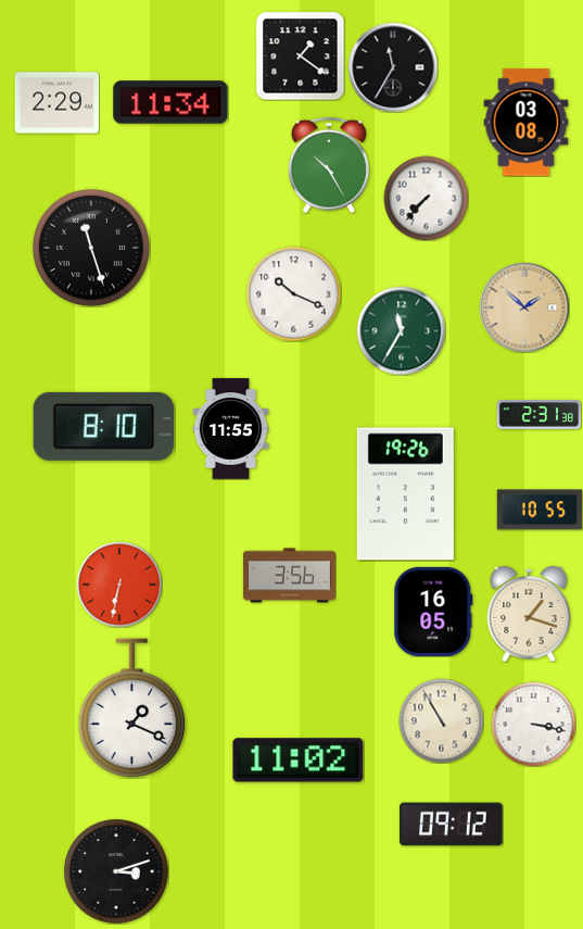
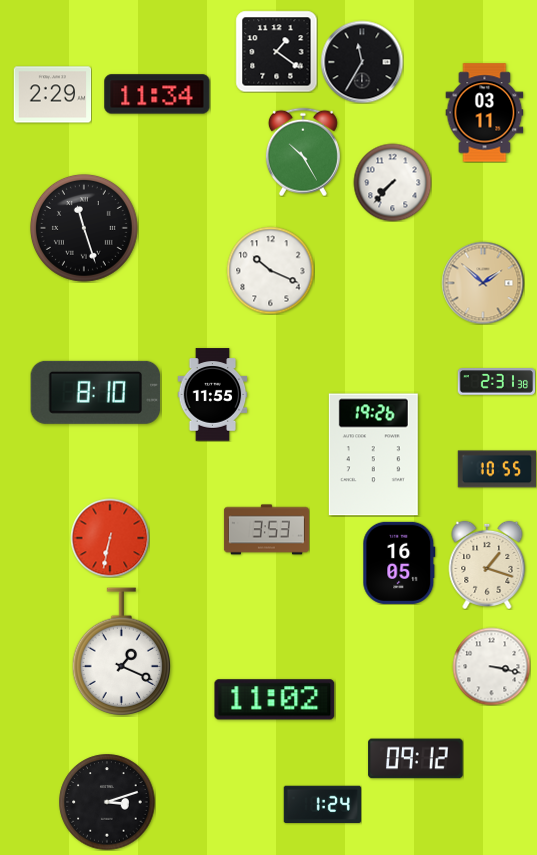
clock at (527, 123): 03:08 -> 03:11
clock at (401, 330): 11:35 -> none
clock at (289, 576): 3:56 -> 3:53
clock at (441, 720): 10:55 -> none
clock at (322, 804): none -> 1:24
